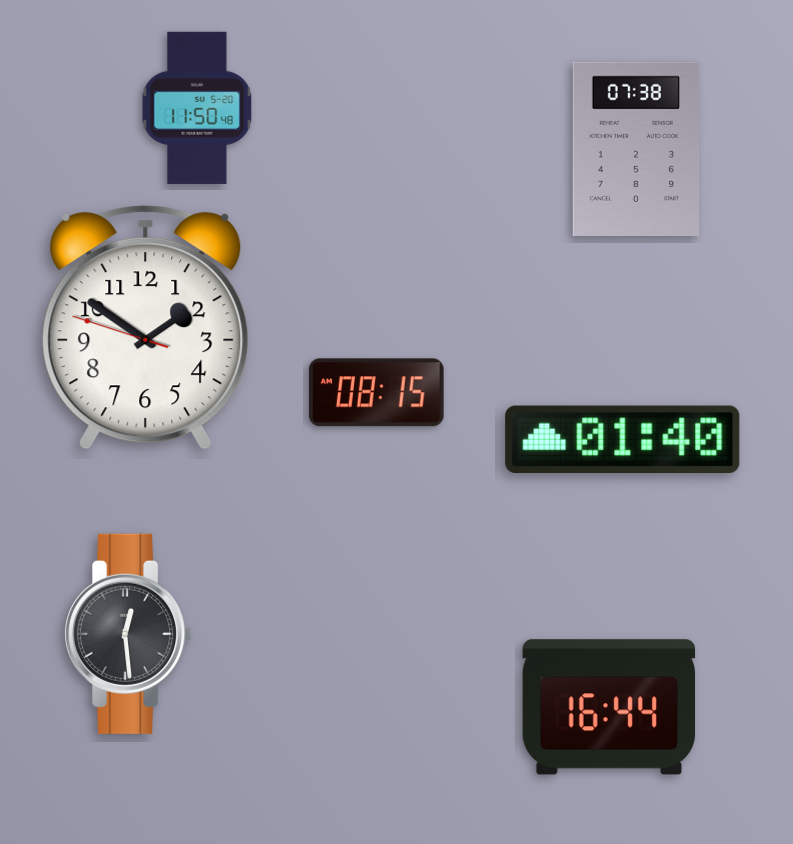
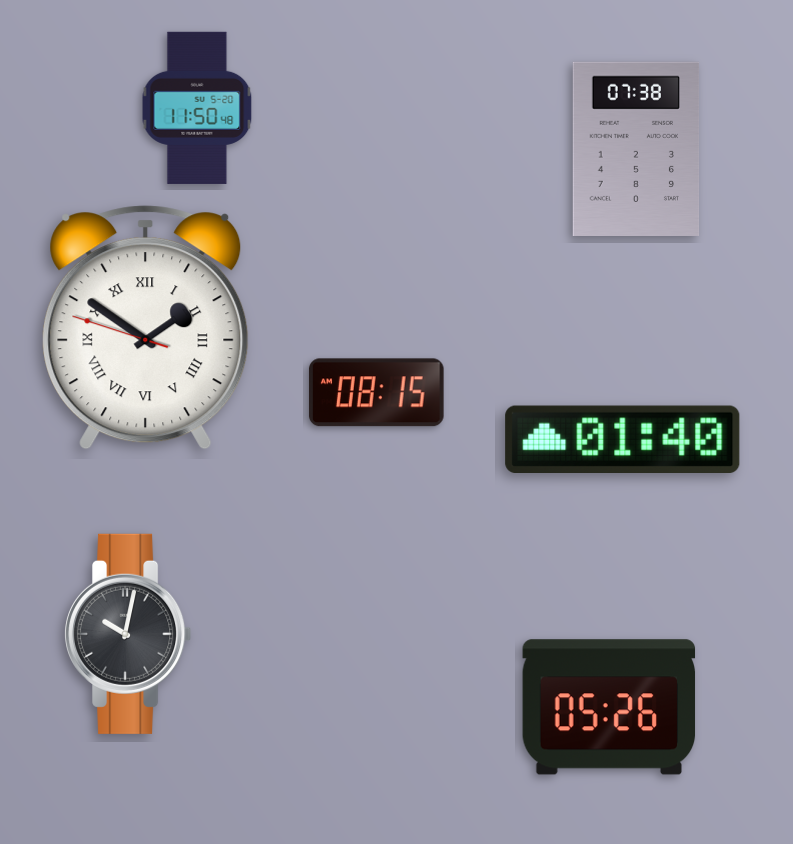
clock at (146, 328) numerals: Arabic -> Roman
clock at (128, 634): 12:29 -> 10:02
clock at (609, 707): 16:44 -> 05:26
